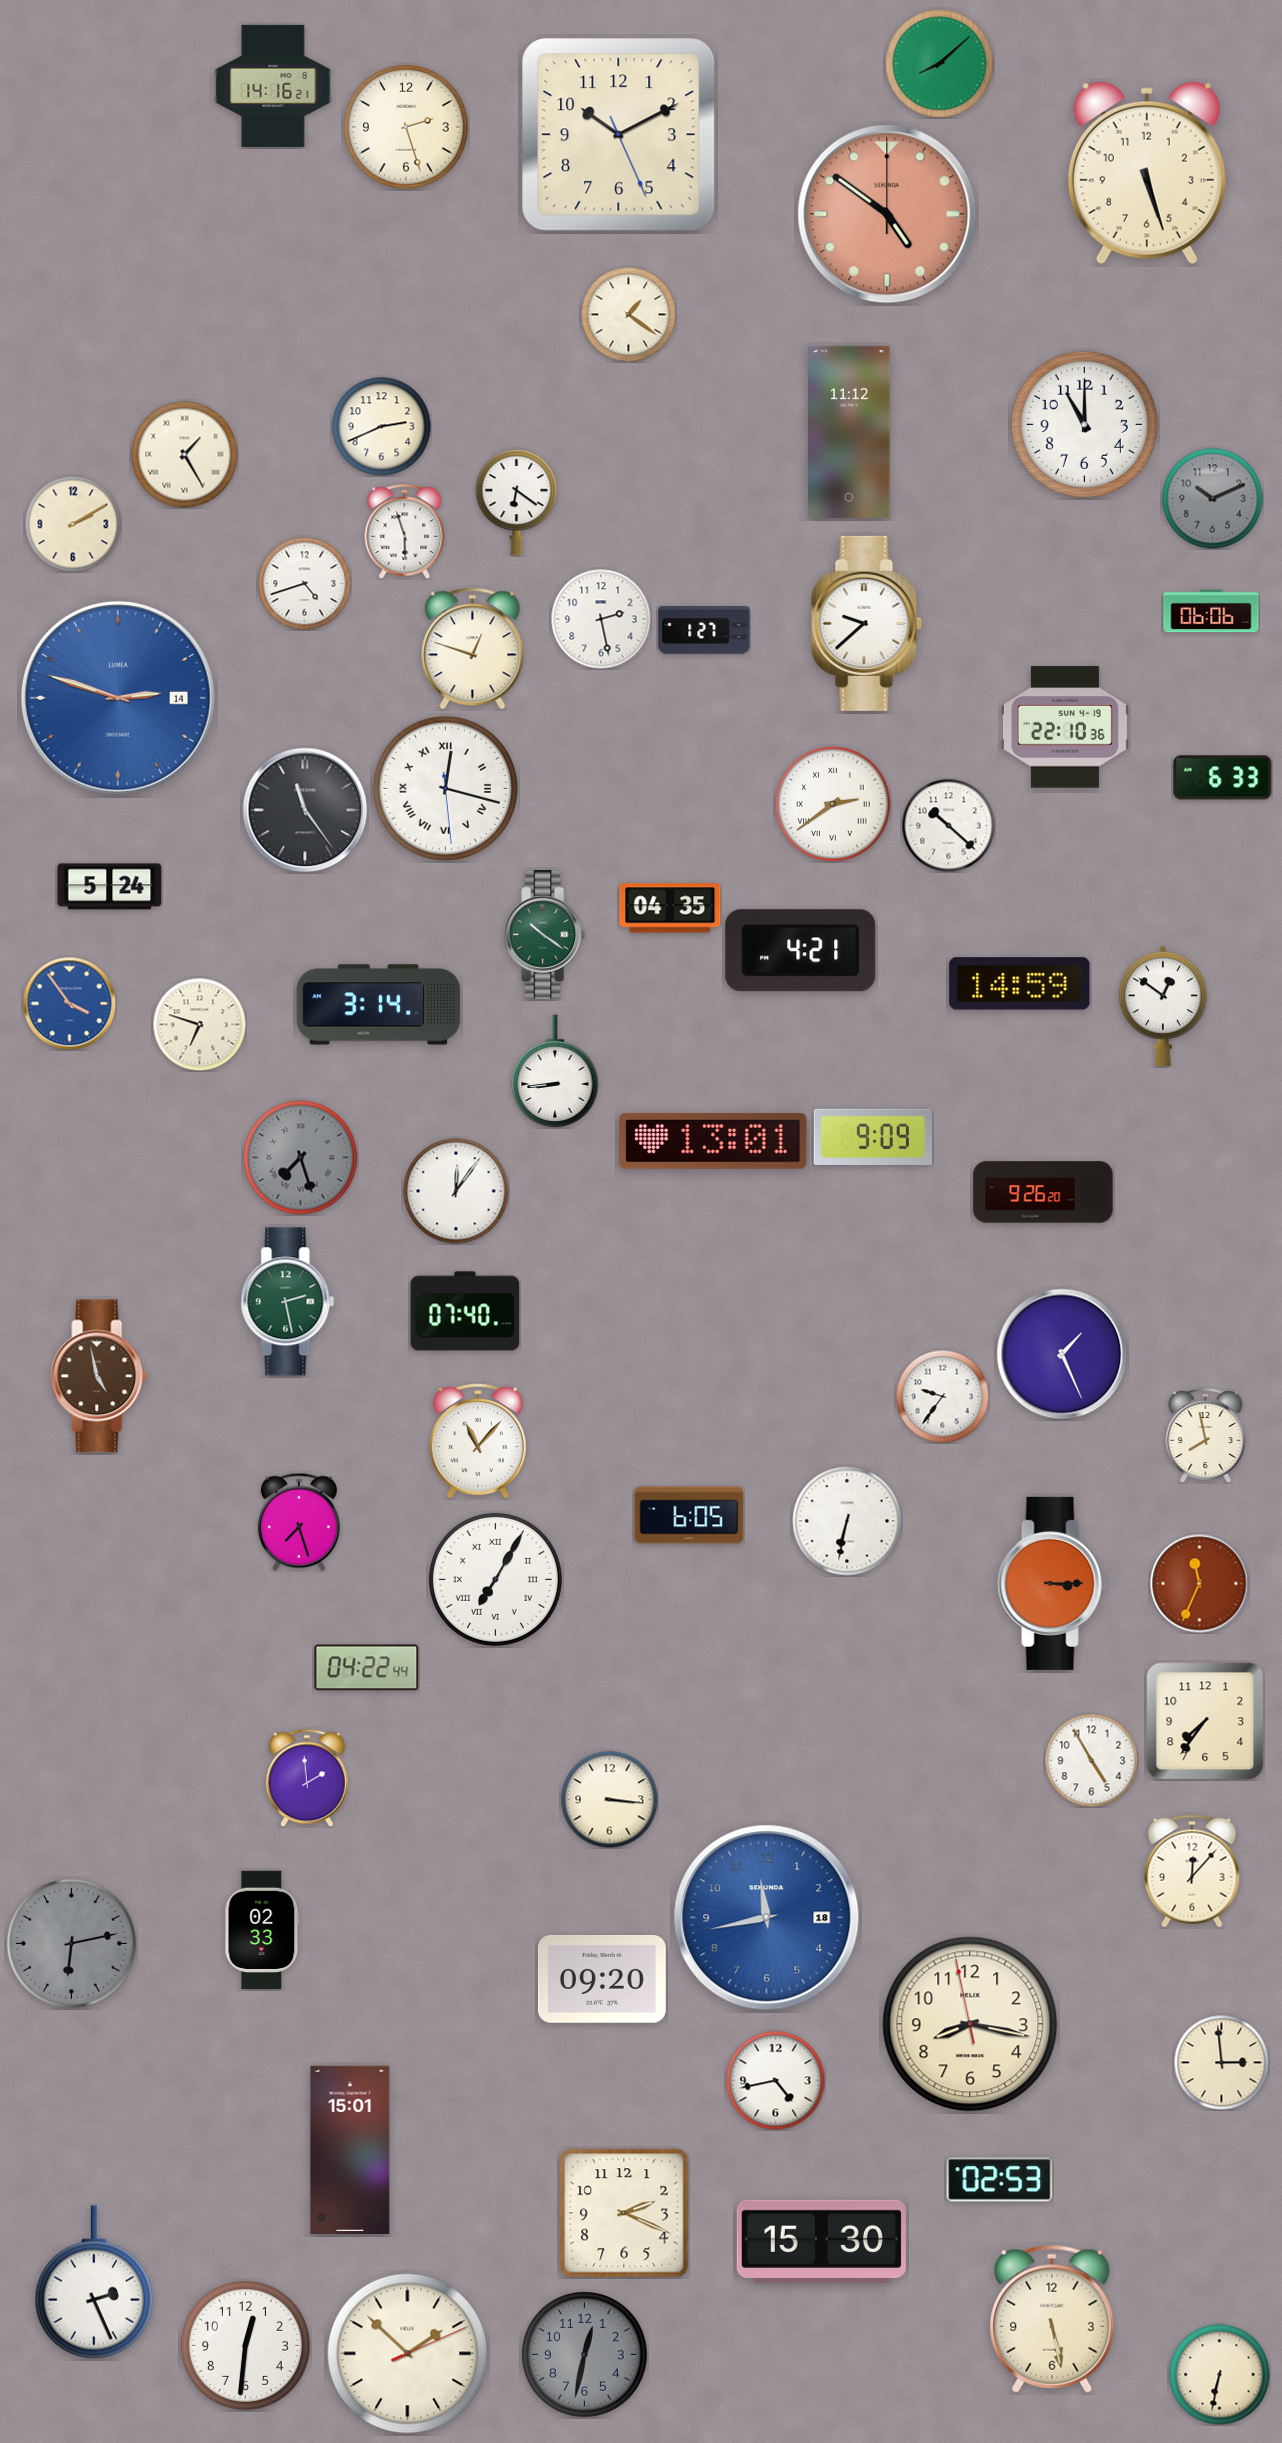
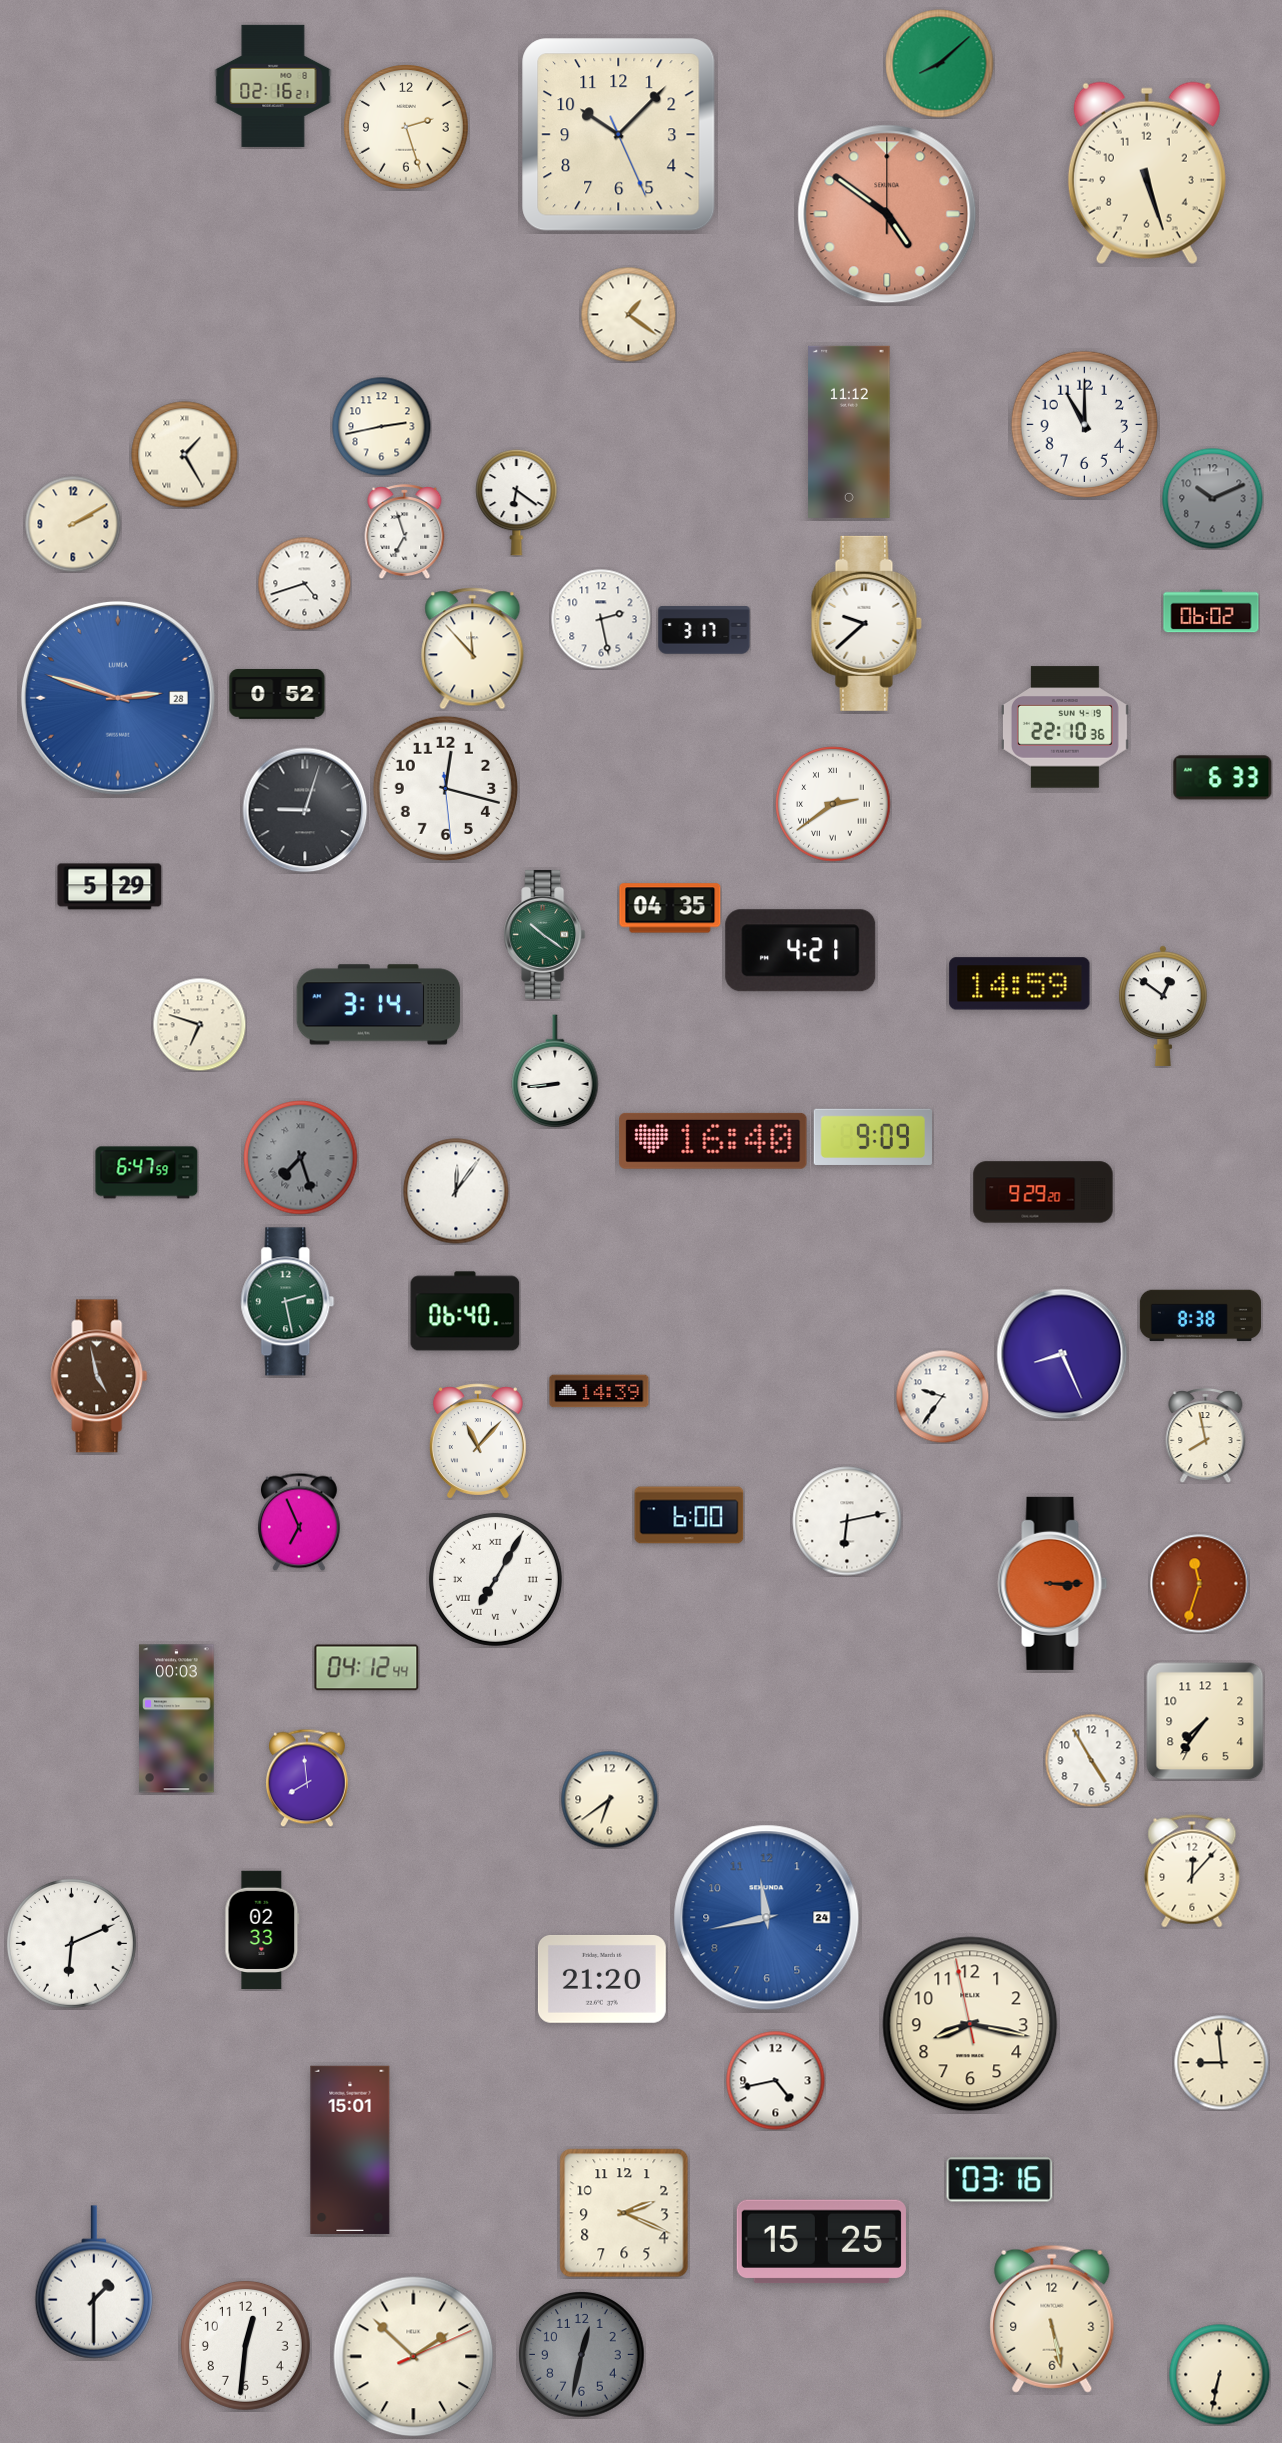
clock at (273, 86): 14:16 -> 02:16
clock at (619, 135): 10:10 -> 10:07
clock at (382, 427): 2:41 -> 2:43
clock at (405, 532): 5:57 -> 6:57
clock at (1211, 611): 06:06 -> 06:02
clock at (704, 630): 1:27 -> 3:17
clock at (473, 649): 12:48 -> 11:53
clock at (277, 694): none -> 0:52
clock at (118, 698) date: 14 -> 28
clock at (445, 788) numerals: Roman -> Arabic
clock at (305, 810): 11:24 -> 9:03
clock at (948, 825): 10:22 -> none
clock at (110, 887): 5:24 -> 5:29
clock at (69, 1003): 3:54 -> none
clock at (713, 1141): 13:01 -> 16:40
clock at (147, 1173): none -> 6:47
clock at (1043, 1192): 9:26 -> 9:29
clock at (465, 1311): 07:40 -> 06:40
clock at (1200, 1316): none -> 8:38
clock at (1062, 1354): 1:26 -> 8:26
clock at (599, 1391): none -> 14:39
clock at (689, 1515): 6:05 -> 6:00
clock at (847, 1521): 6:32 -> 6:13
clock at (300, 1522): 7:27 -> 6:56
clock at (1200, 1584): 11:34 -> 11:33
clock at (367, 1668): 04:22 -> 04:12
clock at (177, 1719): none -> 00:03
clock at (308, 1778): 1:59 -> 7:59
clock at (609, 1799): 3:16 -> 6:39
clock at (767, 1918) date: 18 -> 24
clock at (71, 1943): 6:13 -> 6:11
clock at (71, 1943) dial: grey -> white
clock at (602, 1979): 09:20 -> 21:20
clock at (1221, 2062): 2:59 -> 8:59
clock at (1000, 2180): 02:53 -> 03:16
clock at (821, 2242): 15:30 -> 15:25
clock at (94, 2282): 2:26 -> 1:30
clock at (408, 2354) position: (408, 2354) -> (414, 2357)
clock at (585, 2355) position: (585, 2355) -> (582, 2355)
